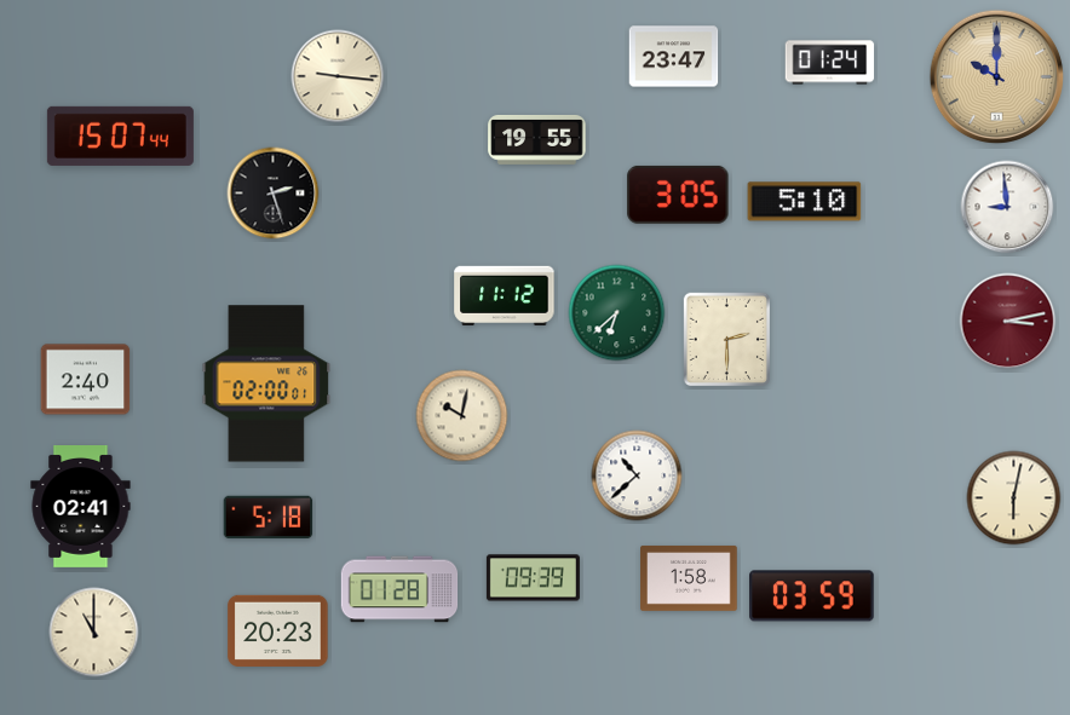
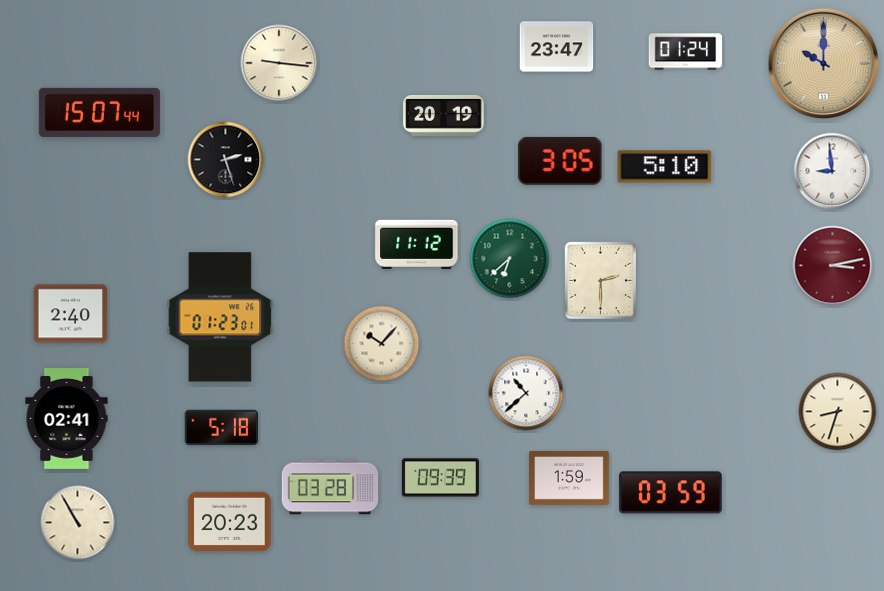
clock at (537, 139): 19:55 -> 20:19
clock at (266, 384): 02:00 -> 01:23
clock at (462, 416): 10:02 -> 10:07
clock at (1014, 498): 6:02 -> 8:33
clock at (689, 578): 1:58 -> 1:59
clock at (399, 589): 01:28 -> 03:28
clock at (94, 633): 11:00 -> 10:55
